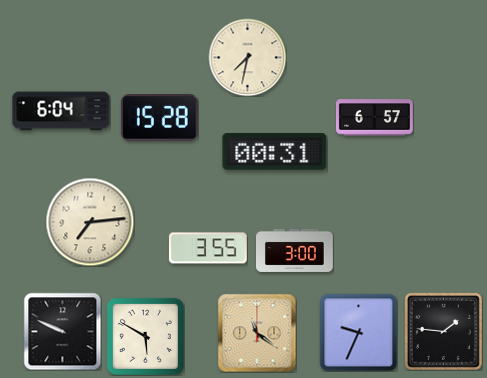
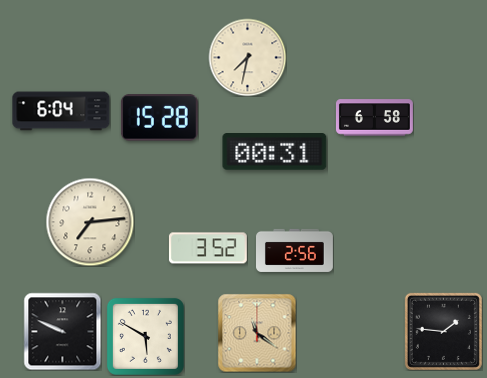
clock at (374, 118): 6:57 -> 6:58
clock at (208, 248): 3:55 -> 3:52
clock at (295, 250): 3:00 -> 2:56
clock at (358, 332): 9:34 -> none
